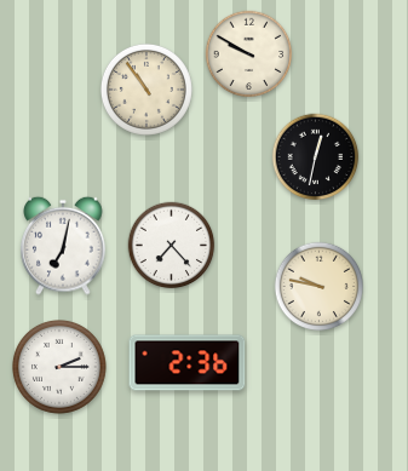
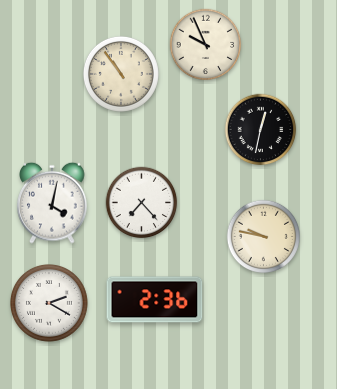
clock at (249, 54): 9:50 -> 9:56
clock at (63, 246): 7:02 -> 4:02
clock at (61, 368): 2:15 -> 2:20
